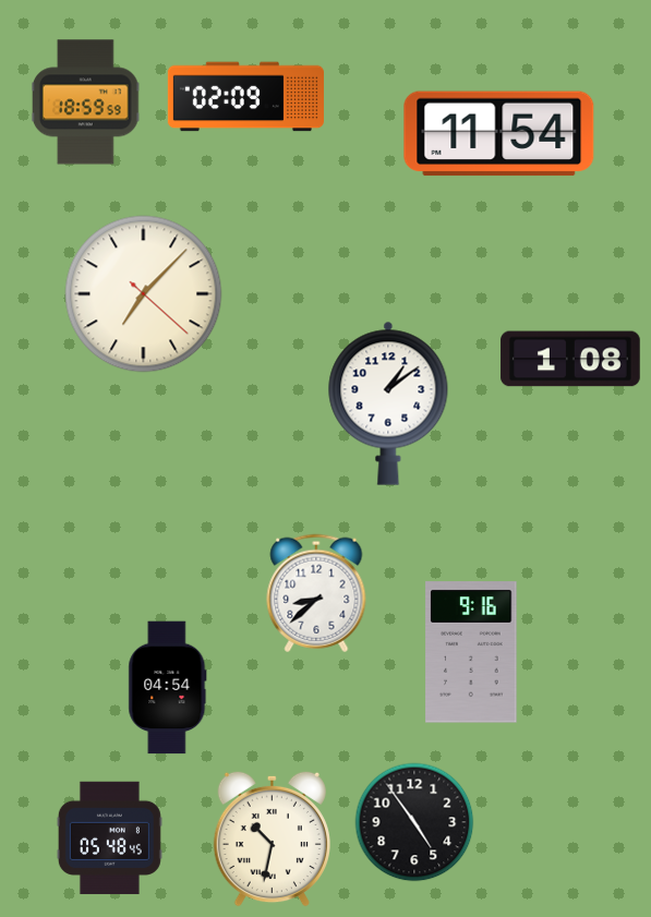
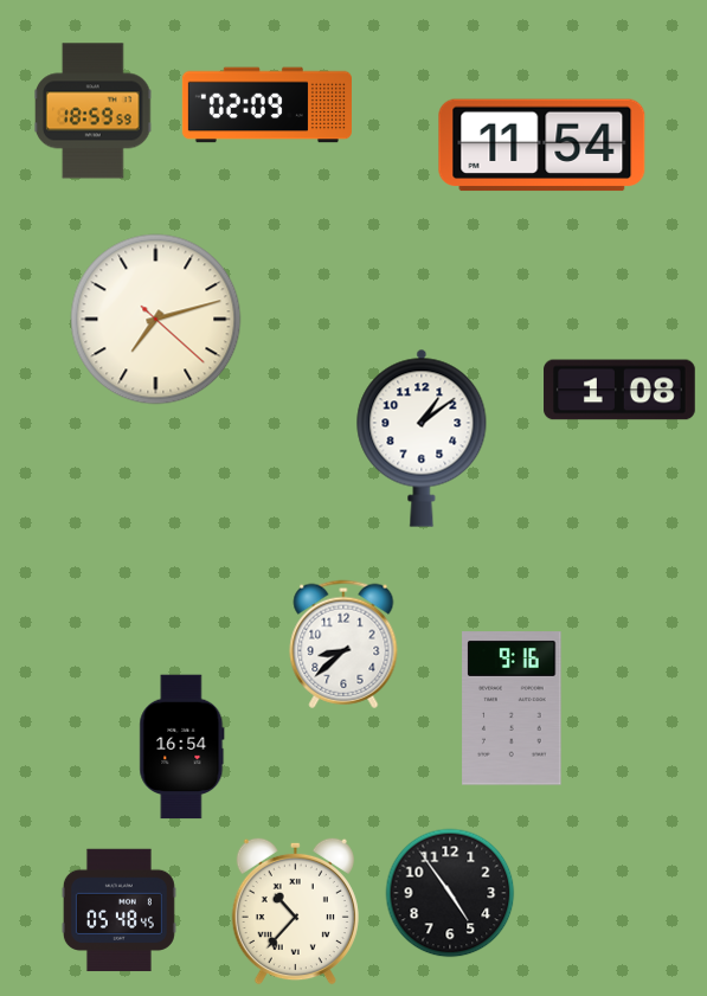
clock at (144, 294): 7:07 -> 7:12
clock at (168, 688): 04:54 -> 16:54
clock at (272, 838): 10:32 -> 10:37
